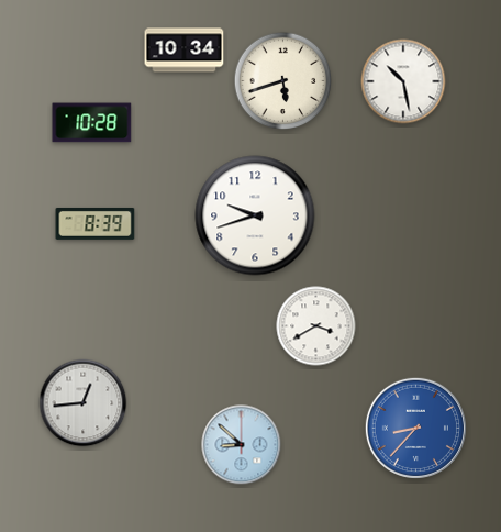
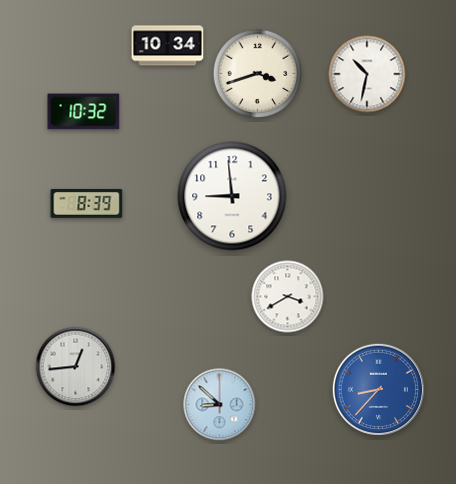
clock at (283, 81): 5:42 -> 3:42
clock at (403, 81): 10:28 -> 10:32
clock at (92, 123): 10:28 -> 10:32
clock at (255, 215): 9:42 -> 8:59
